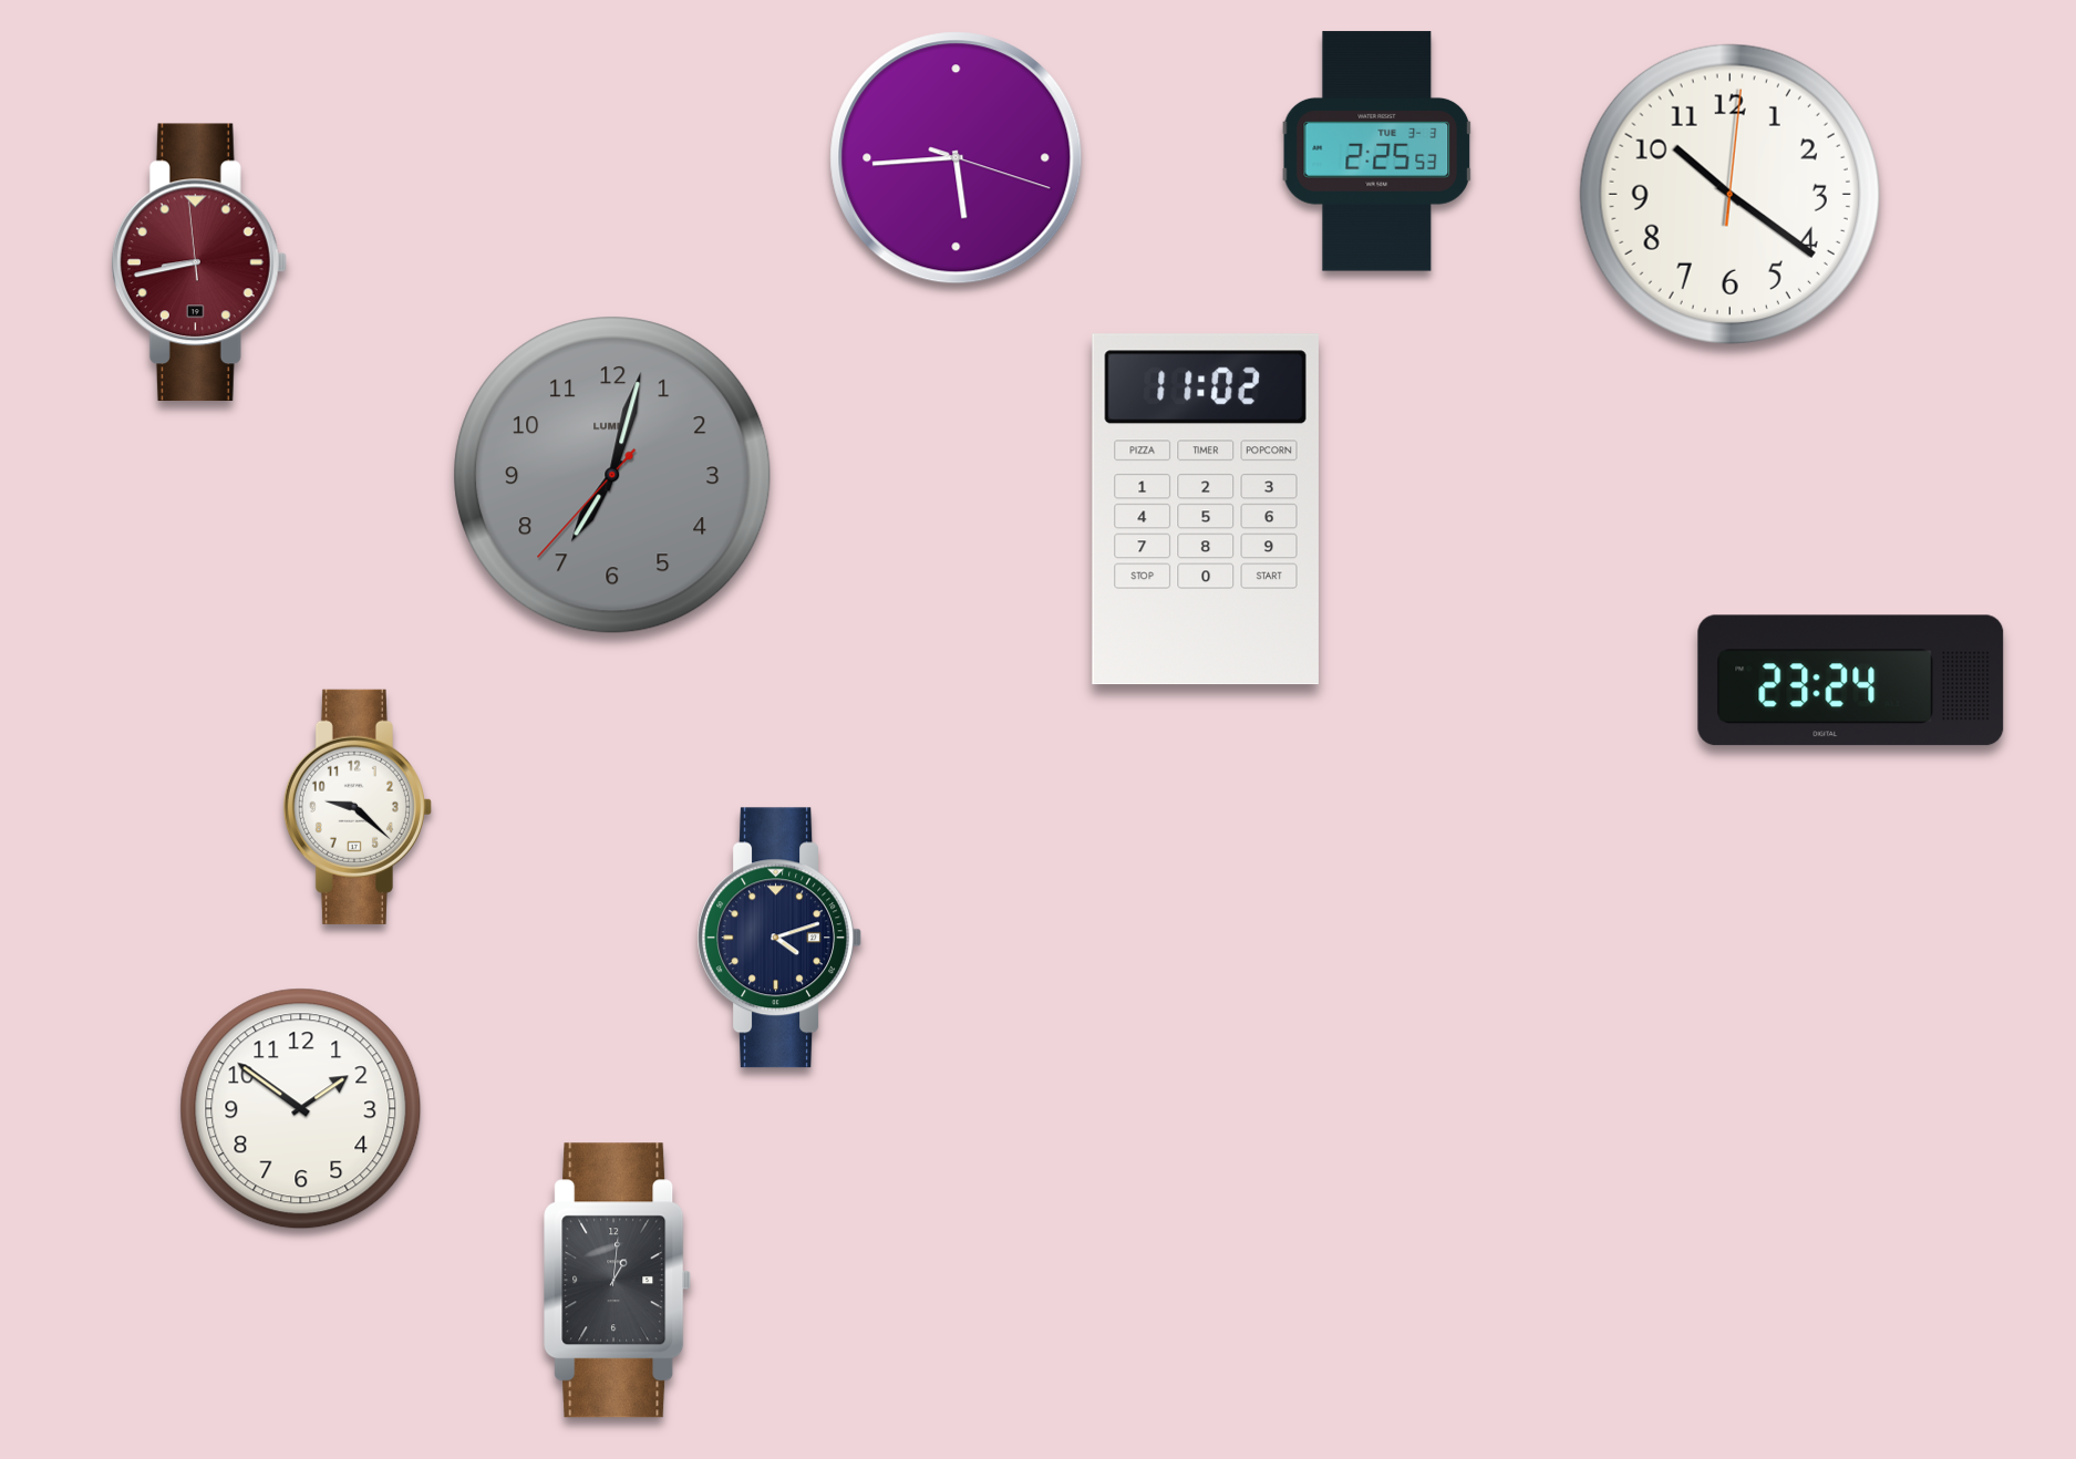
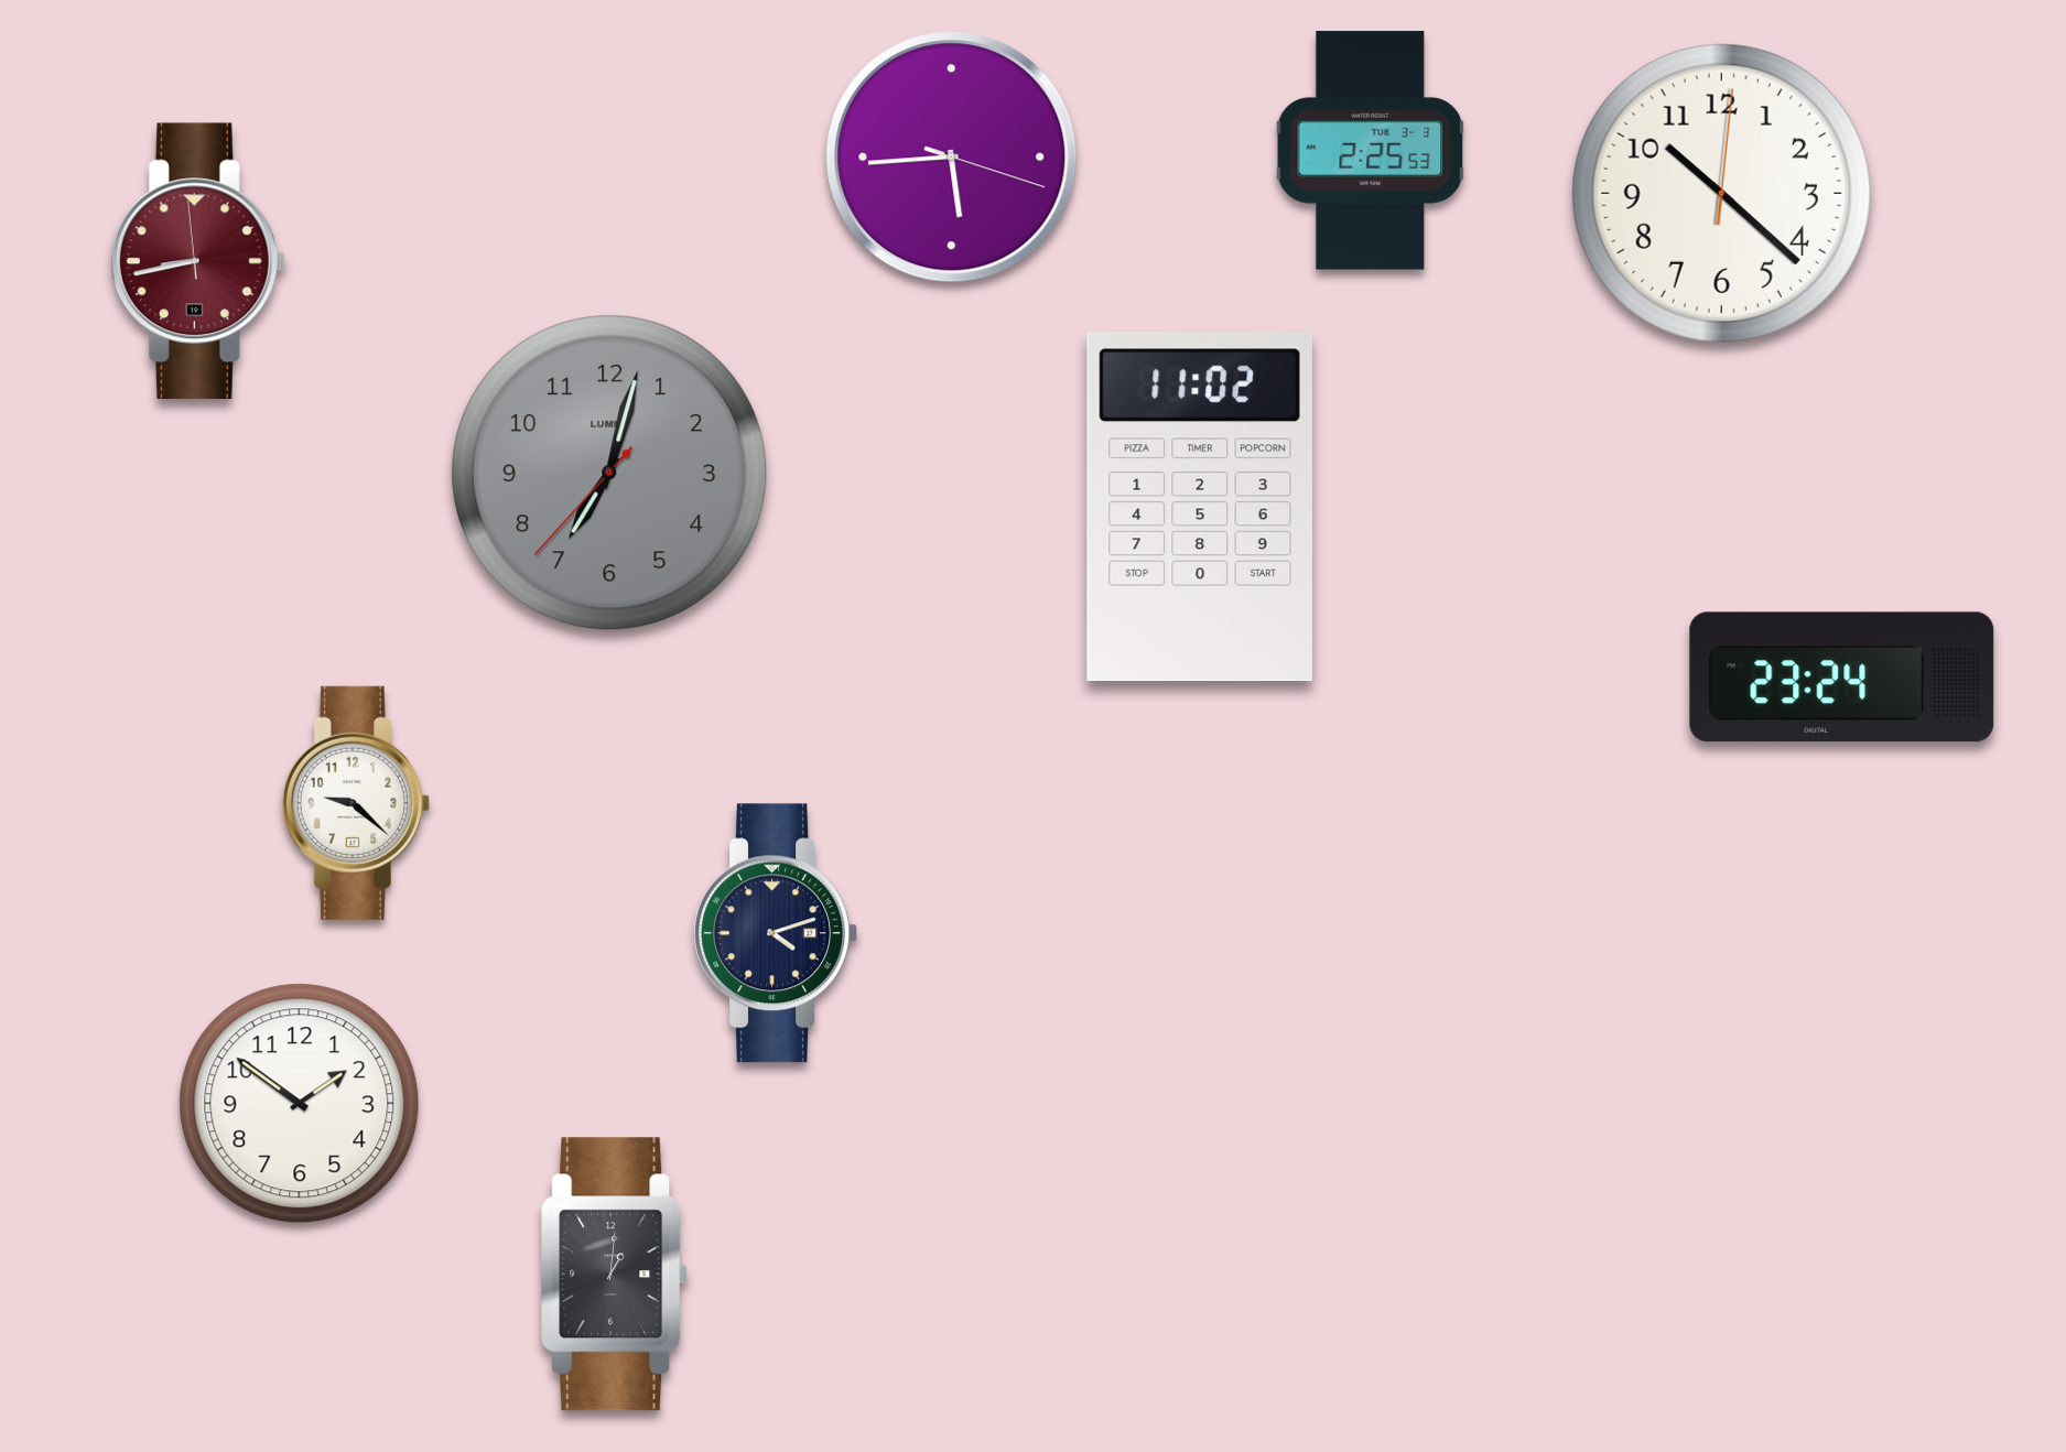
clock at (1729, 194): 10:21 -> 10:22
